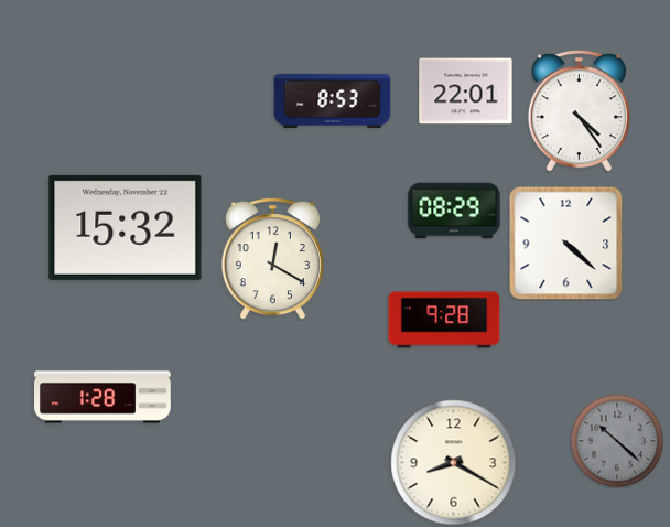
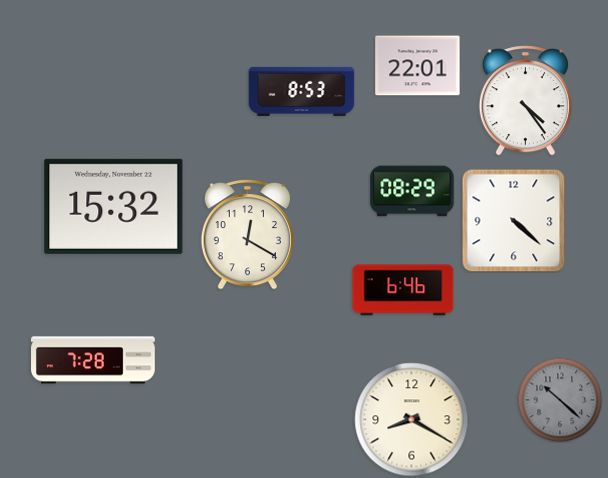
clock at (466, 92) position: (466, 92) -> (418, 66)
clock at (444, 320): 9:28 -> 6:46
clock at (102, 397): 1:28 -> 7:28
